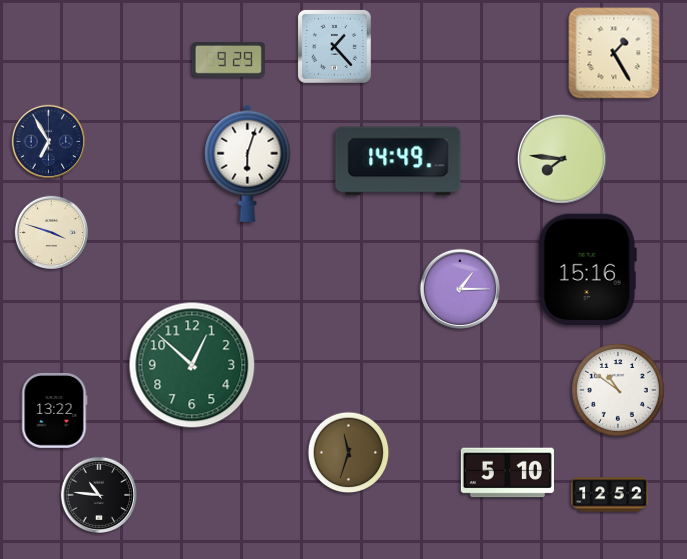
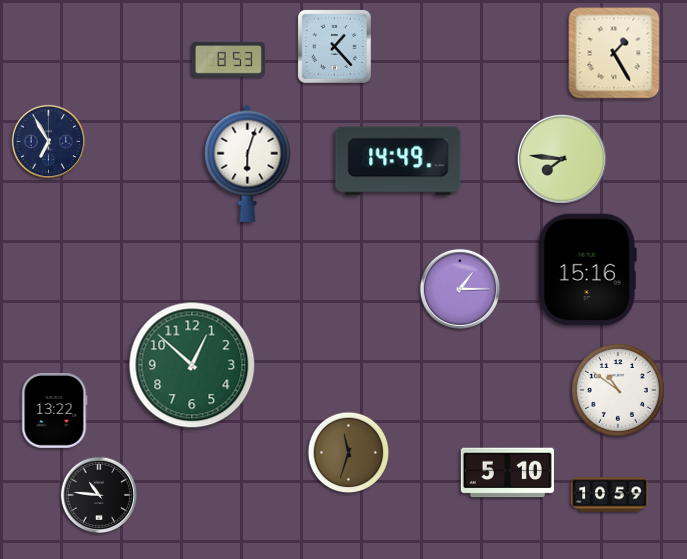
clock at (228, 59): 9:29 -> 8:53
clock at (52, 233): 3:48 -> none
clock at (610, 495): 12:52 -> 10:59
